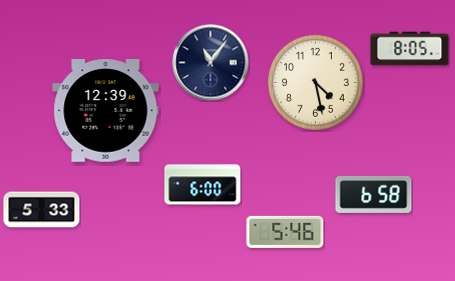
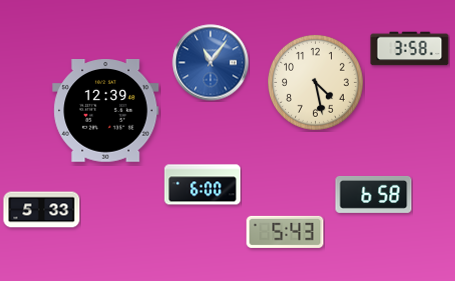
clock at (410, 49): 8:05 -> 3:58
clock at (211, 63) dial: navy -> blue
clock at (285, 232): 5:46 -> 5:43
